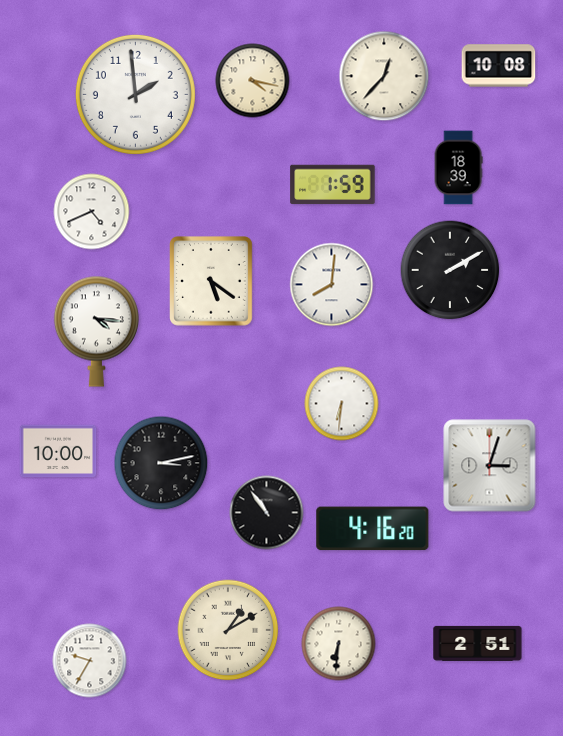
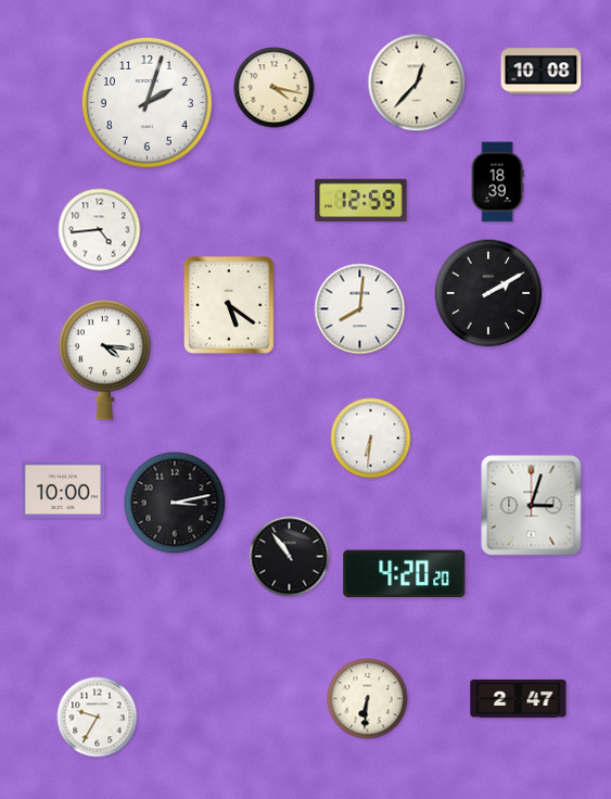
clock at (135, 94): 1:59 -> 2:03
clock at (333, 185): 1:59 -> 12:59
clock at (92, 212): 4:41 -> 4:44
clock at (373, 529): 4:16 -> 4:20
clock at (228, 630): 1:10 -> none
clock at (478, 643): 2:51 -> 2:47
